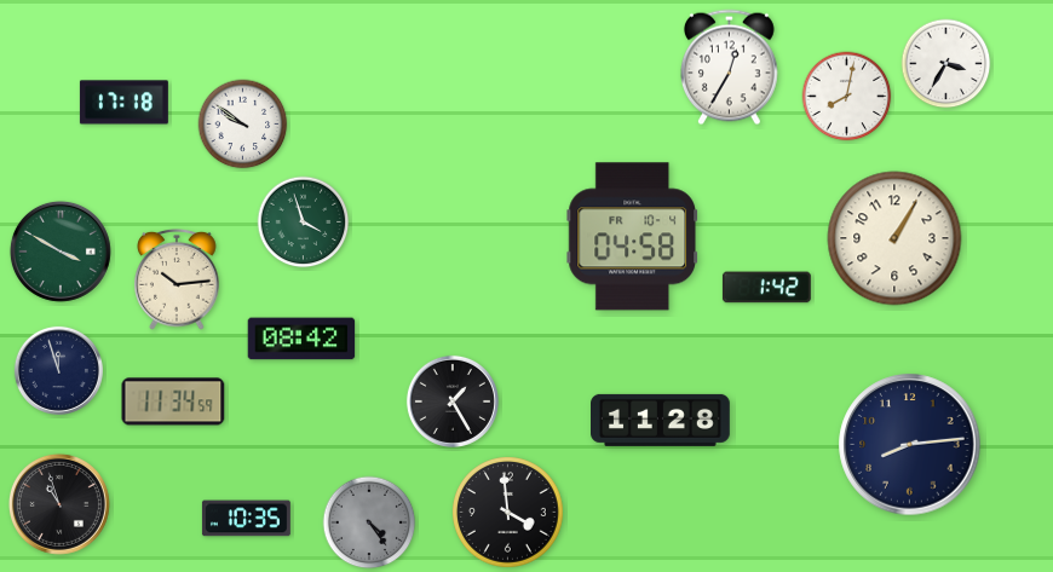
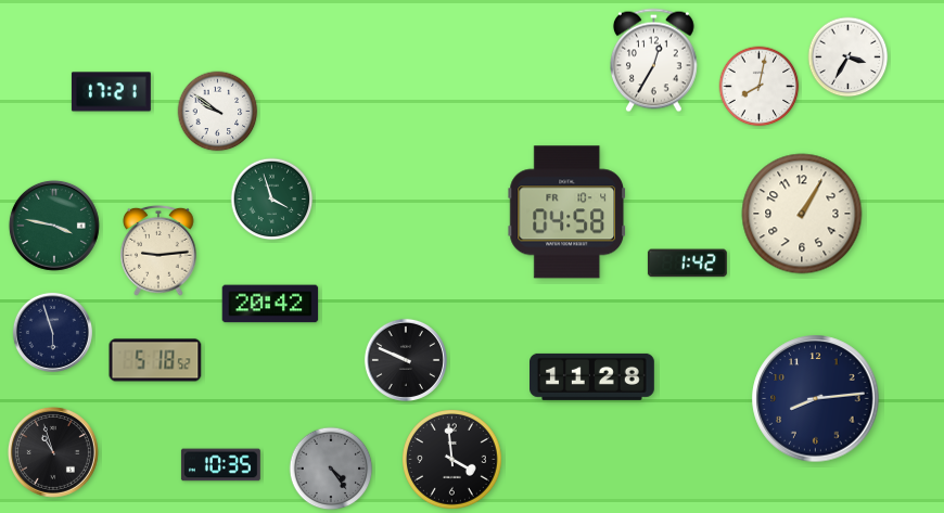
clock at (123, 103): 17:18 -> 17:21
clock at (61, 252): 3:50 -> 3:47
clock at (177, 281): 10:14 -> 9:14
clock at (766, 288) position: (766, 288) -> (687, 264)
clock at (301, 339): 08:42 -> 20:42
clock at (58, 370): 11:57 -> 5:57
clock at (173, 401): 11:34 -> 5:18
clock at (453, 401): 1:25 -> 9:49
clock at (508, 513) position: (508, 513) -> (452, 460)
